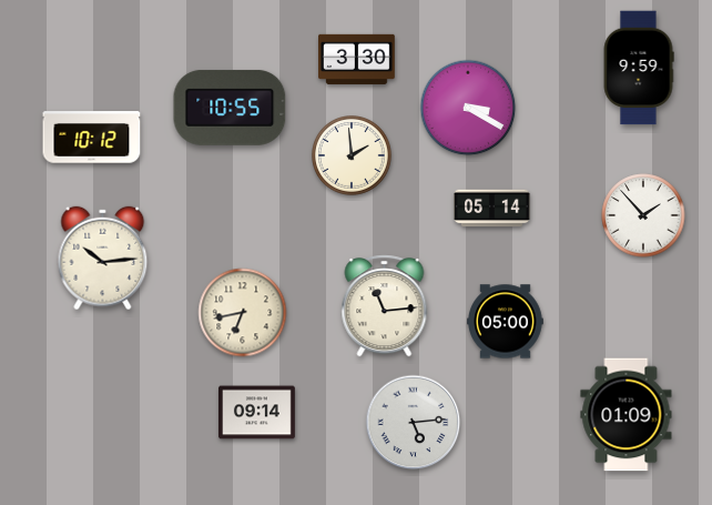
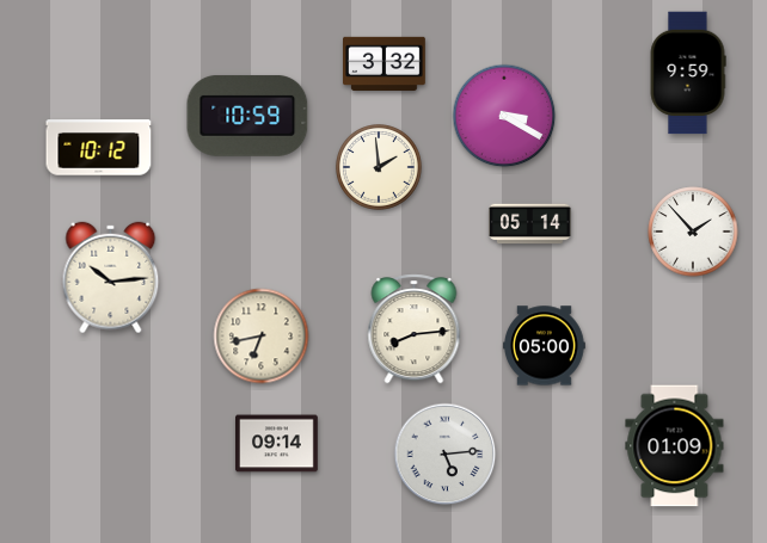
clock at (357, 59): 3:30 -> 3:32
clock at (230, 108): 10:55 -> 10:59
clock at (385, 306): 11:14 -> 8:14
